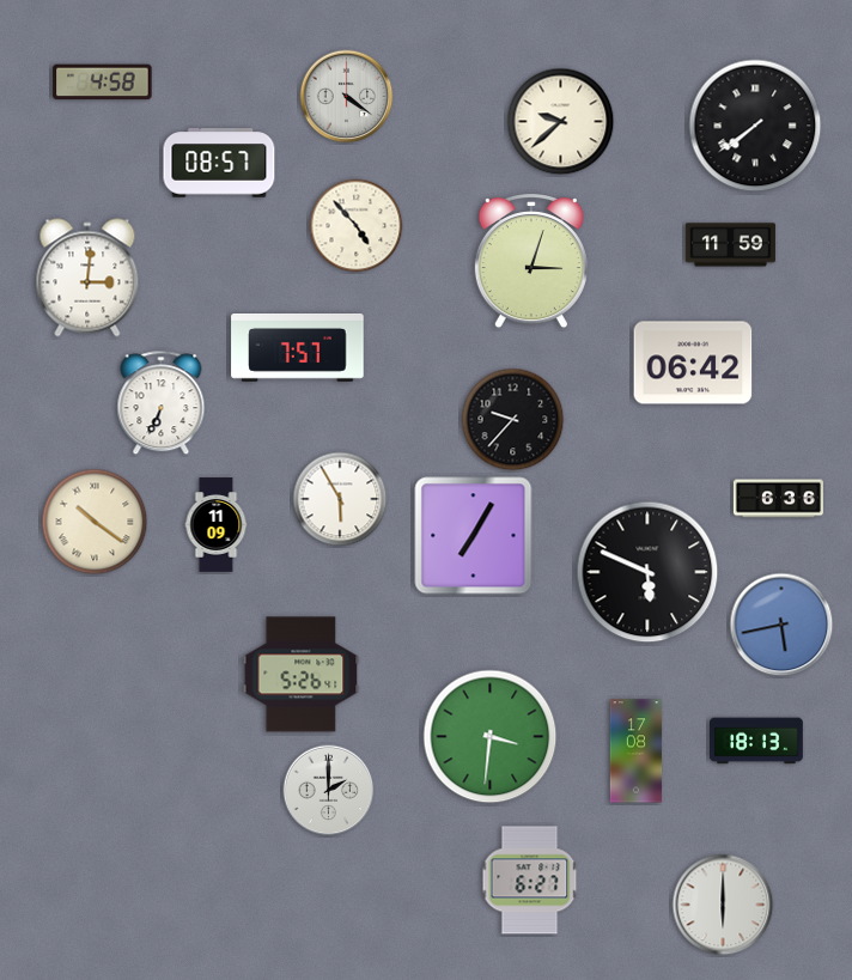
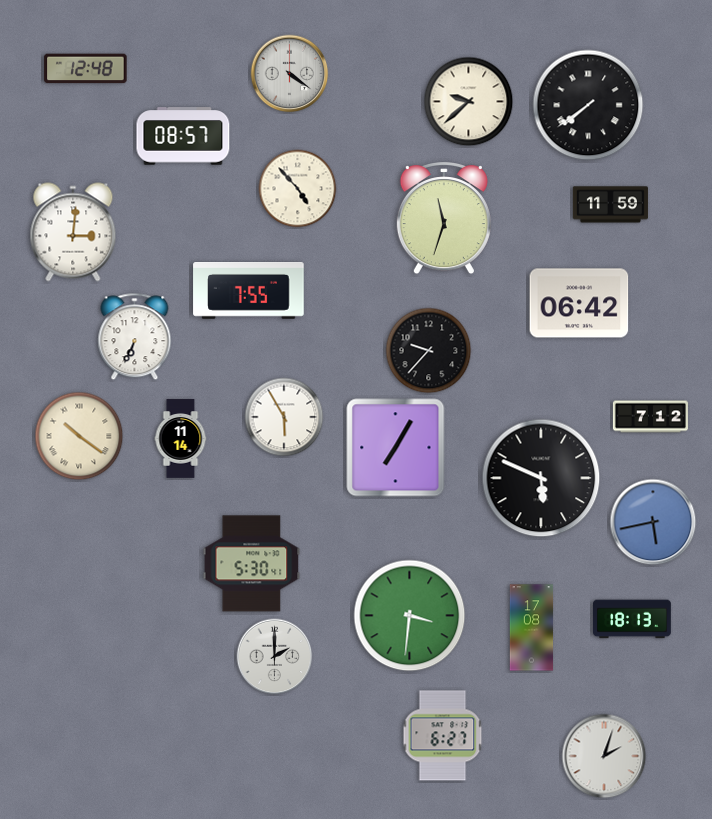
clock at (103, 83): 4:58 -> 12:48
clock at (347, 97) position: (347, 97) -> (290, 74)
clock at (755, 126) position: (755, 126) -> (588, 105)
clock at (531, 262): 3:03 -> 11:33
clock at (298, 348): 7:57 -> 7:55
clock at (778, 499): 6:36 -> 7:12
clock at (217, 525): 11:09 -> 11:14
clock at (302, 675): 5:26 -> 5:30
clock at (329, 791) position: (329, 791) -> (275, 657)
clock at (723, 905): 6:00 -> 2:03
